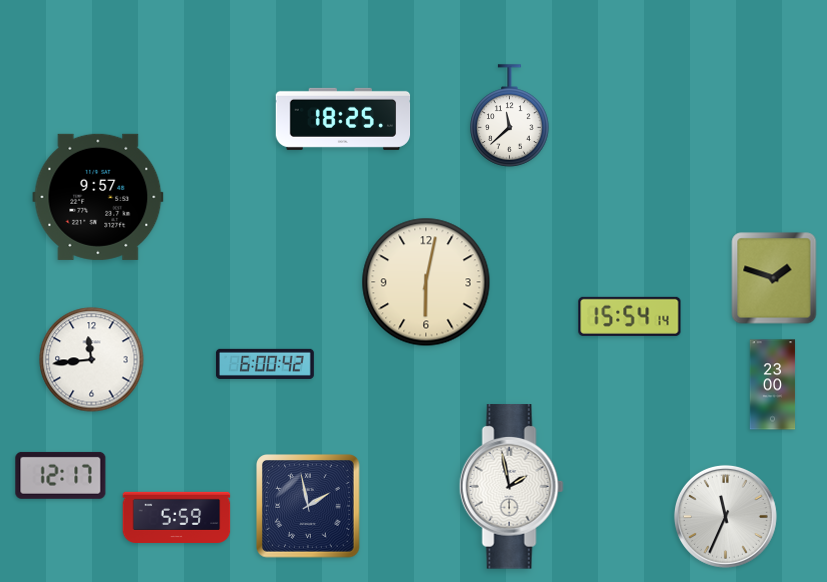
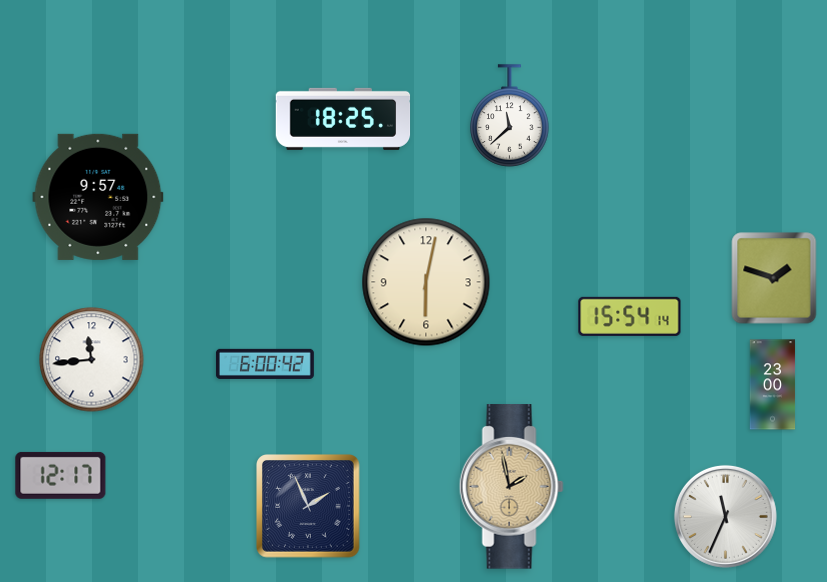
clock at (511, 487) dial: white -> champagne
clock at (309, 507): 1:58 -> 1:56
clock at (177, 517): 5:59 -> none
